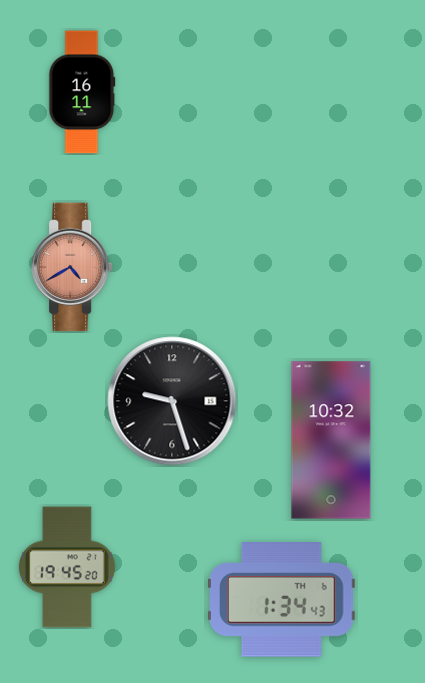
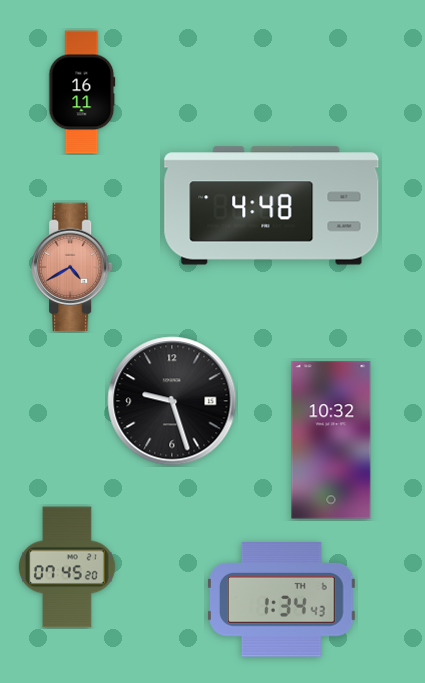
clock at (272, 206): none -> 4:48
clock at (67, 567): 19:45 -> 07:45
